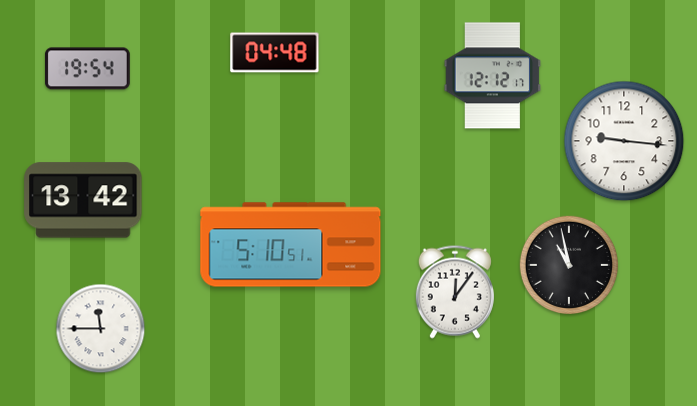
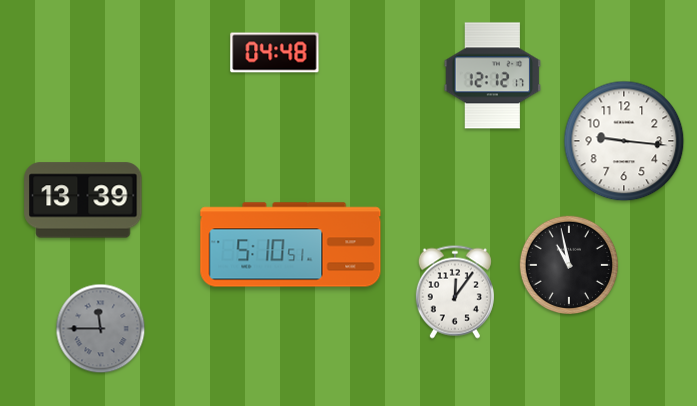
clock at (88, 69): 19:54 -> none
clock at (83, 200): 13:42 -> 13:39
clock at (101, 329) dial: white -> grey
